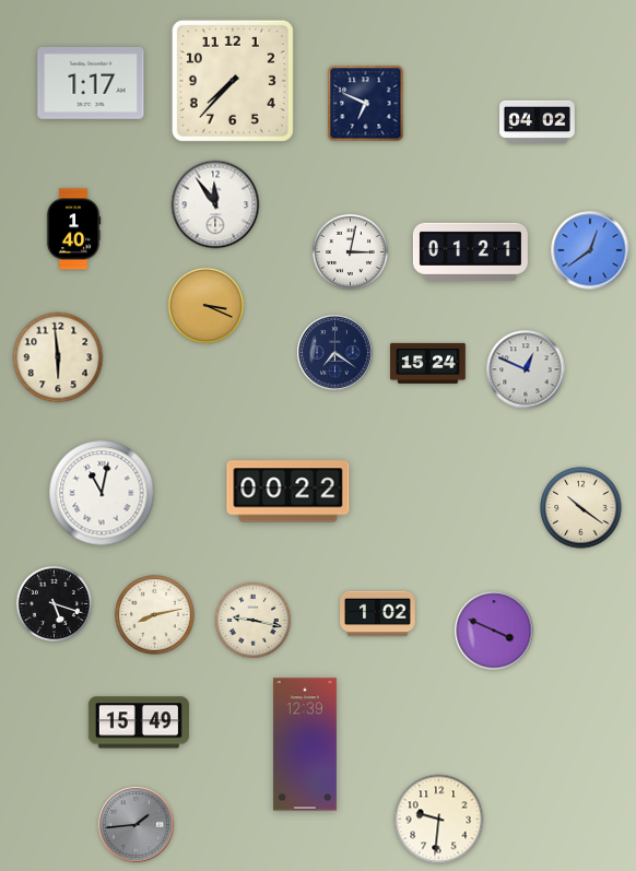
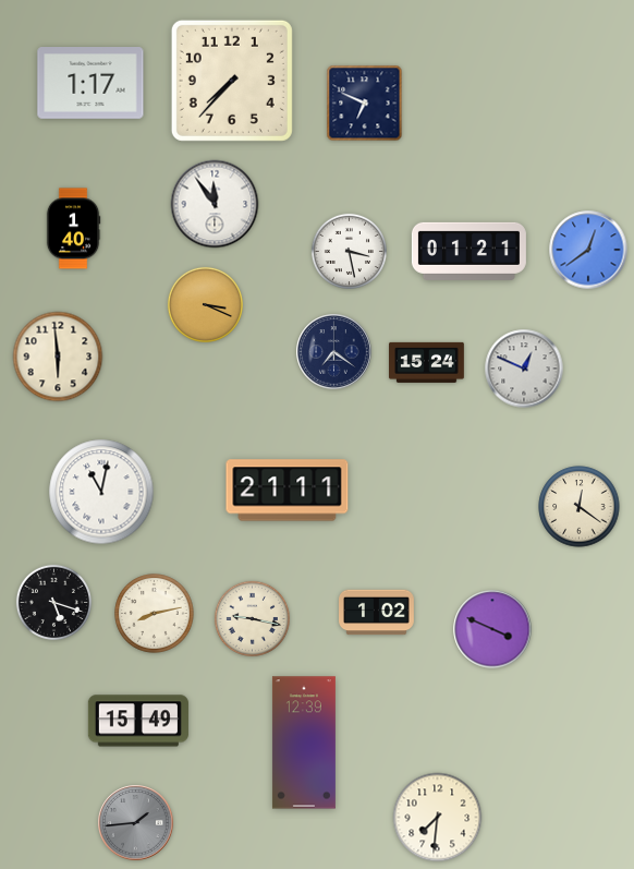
clock at (538, 121): 04:02 -> none
clock at (350, 251): 3:02 -> 3:28
clock at (288, 492): 00:22 -> 21:11
clock at (581, 508): 10:21 -> 12:21
clock at (439, 820): 9:31 -> 7:31
